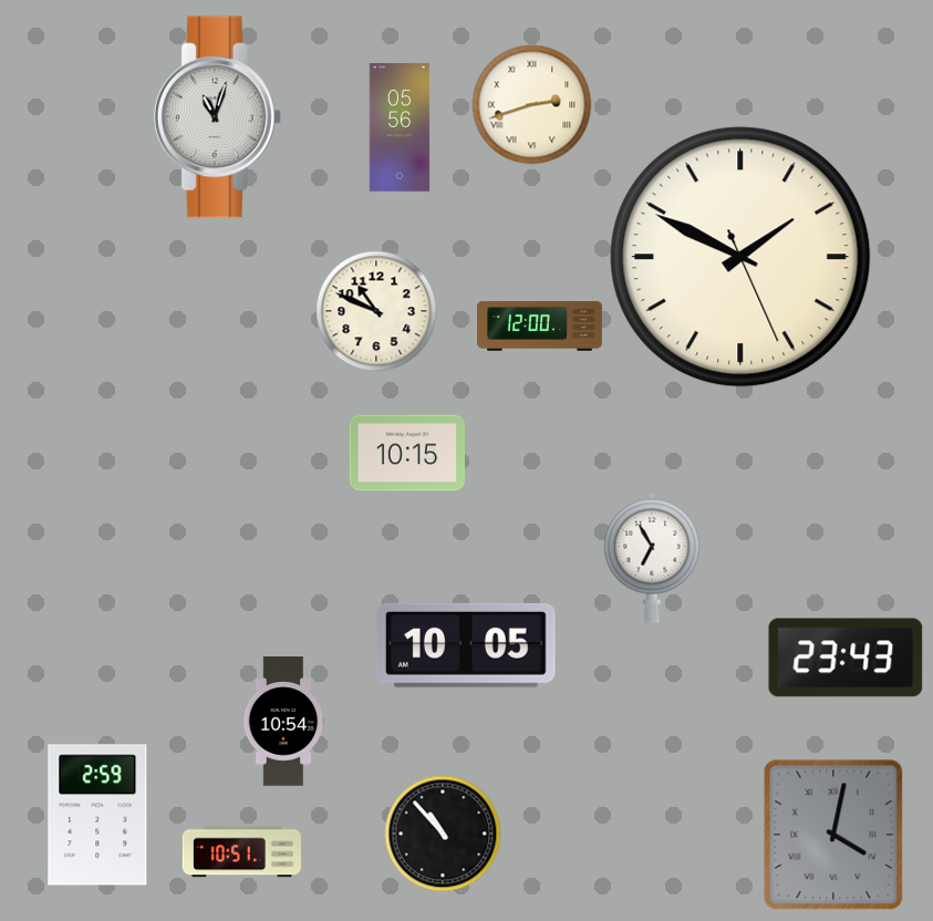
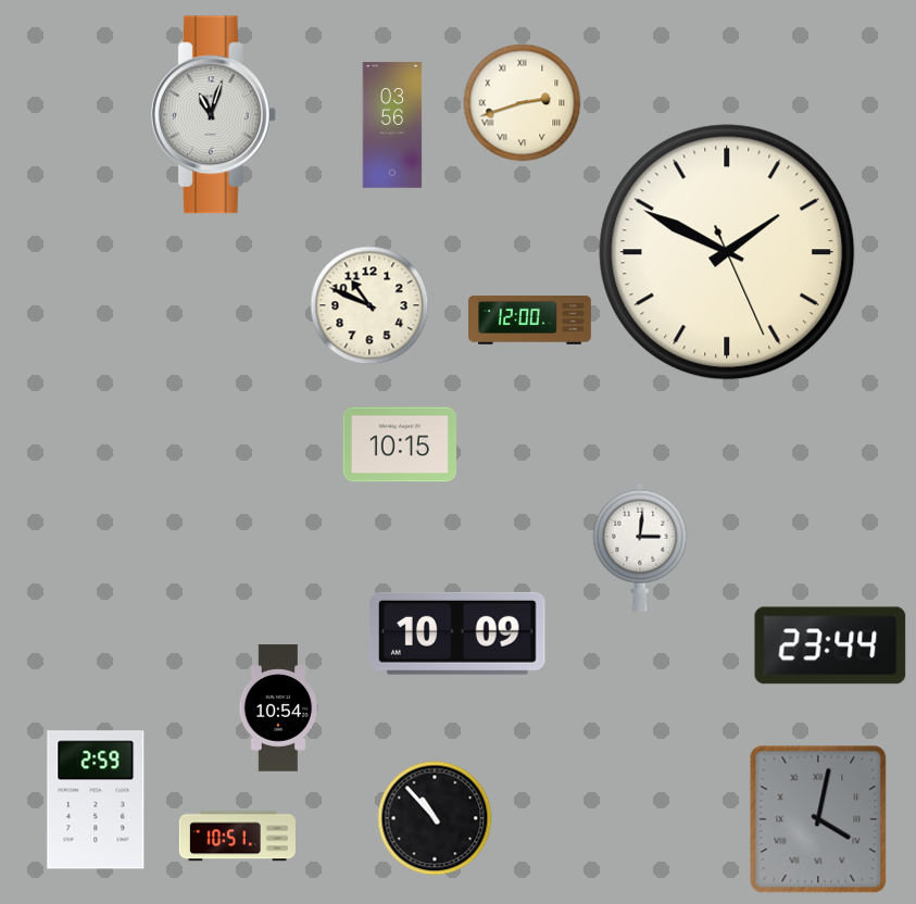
clock at (400, 127): 05:56 -> 03:56
clock at (652, 558): 6:55 -> 3:01
clock at (466, 645): 10:05 -> 10:09
clock at (846, 658): 23:43 -> 23:44
